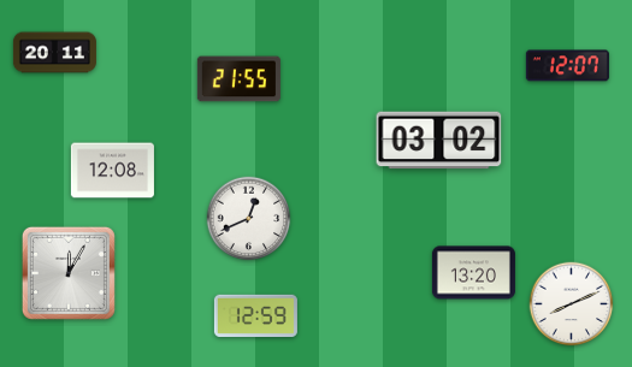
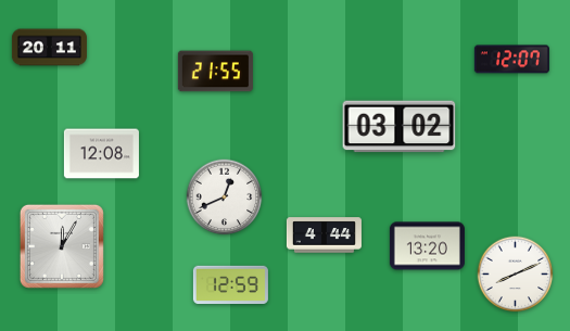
clock at (439, 141) position: (439, 141) -> (400, 127)
clock at (324, 235): none -> 4:44
